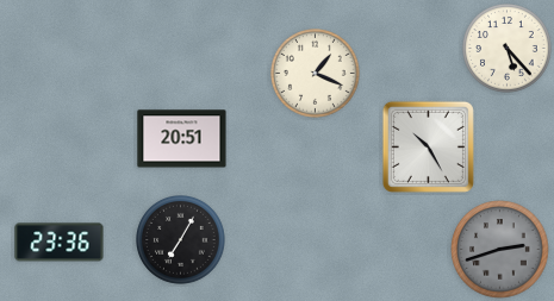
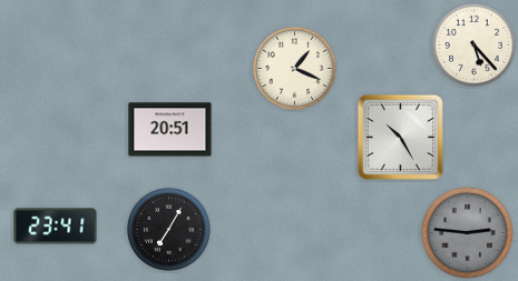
clock at (181, 240) position: (181, 240) -> (169, 230)
clock at (60, 243): 23:36 -> 23:41
clock at (500, 250): 2:42 -> 2:46
